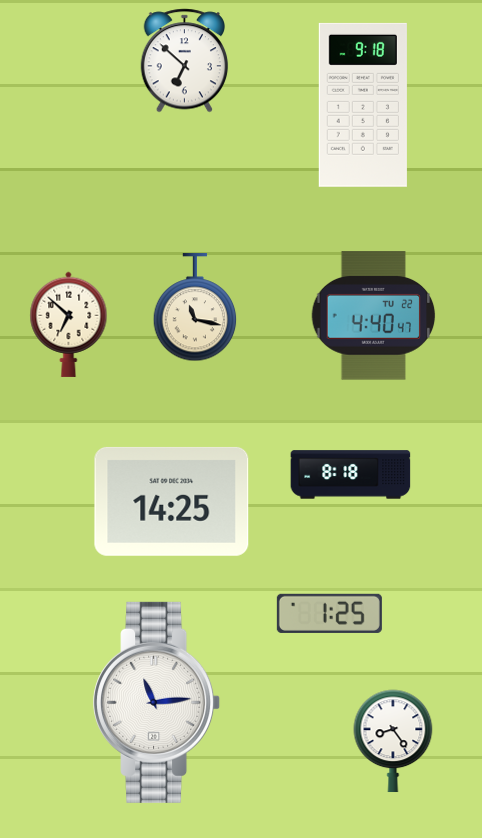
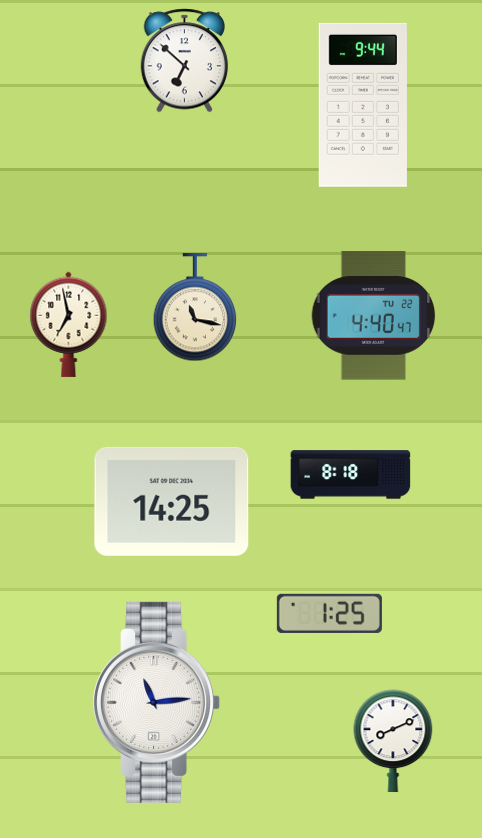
clock at (363, 105): 9:18 -> 9:44
clock at (69, 324): 6:52 -> 6:58
clock at (393, 741): 8:24 -> 8:11
